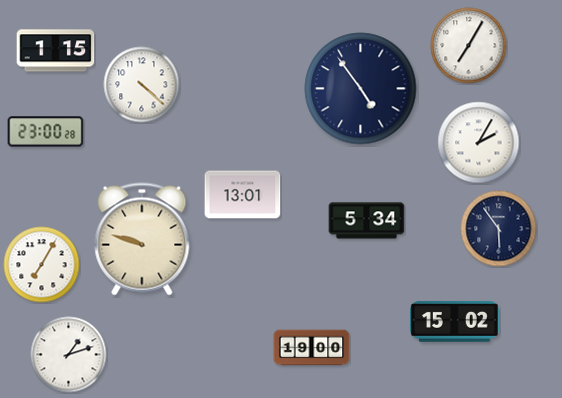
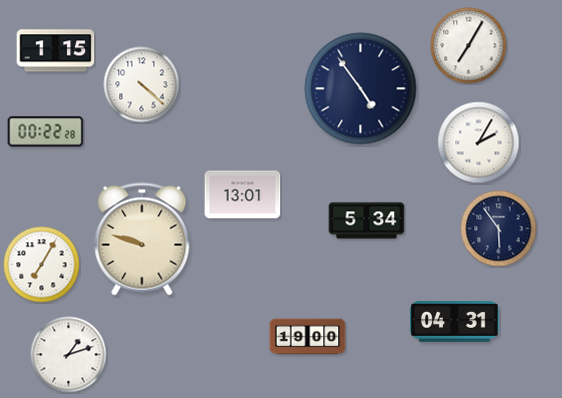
clock at (46, 132): 23:00 -> 00:22
clock at (455, 321): 15:02 -> 04:31
clock at (312, 348) position: (312, 348) -> (308, 337)
